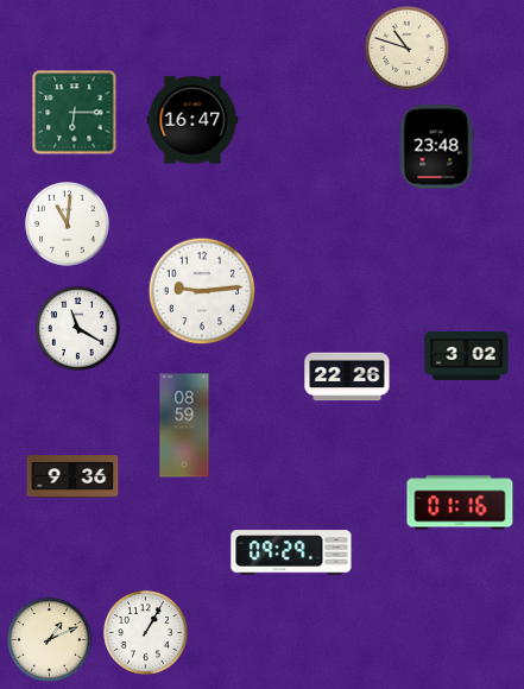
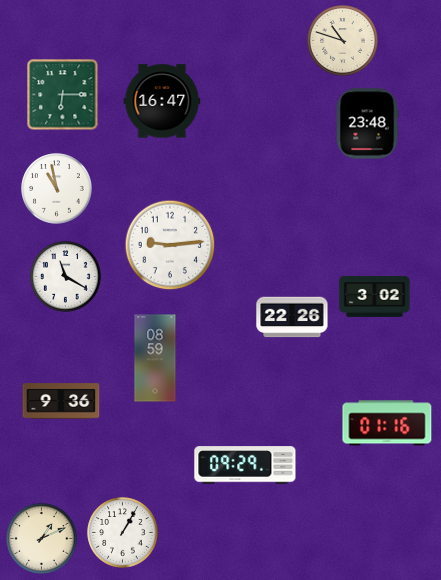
clock at (68, 225): 11:01 -> 10:58
clock at (467, 355) position: (467, 355) -> (375, 296)
